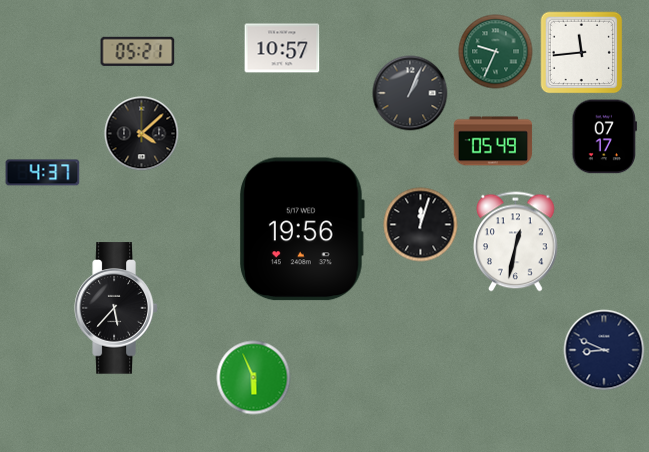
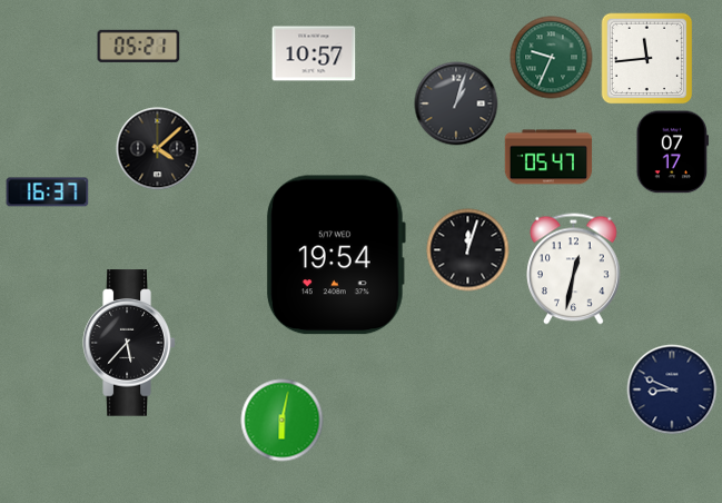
clock at (138, 51) position: (138, 51) -> (139, 46)
clock at (410, 93): 1:04 -> 1:03
clock at (493, 141): 05:49 -> 05:47
clock at (43, 173): 4:37 -> 16:37
clock at (302, 229): 19:56 -> 19:54
clock at (254, 378): 5:56 -> 6:02
